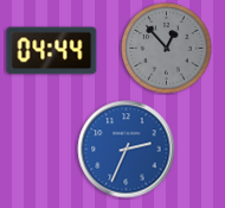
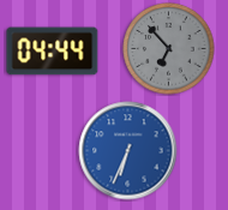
clock at (167, 49): 12:53 -> 6:53
clock at (127, 150): 2:34 -> 6:34
